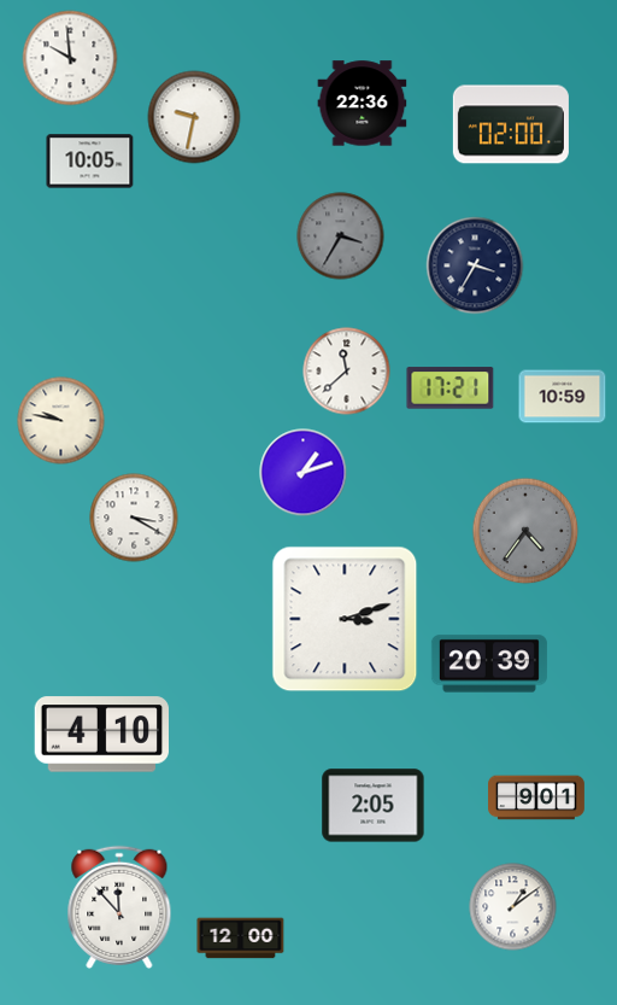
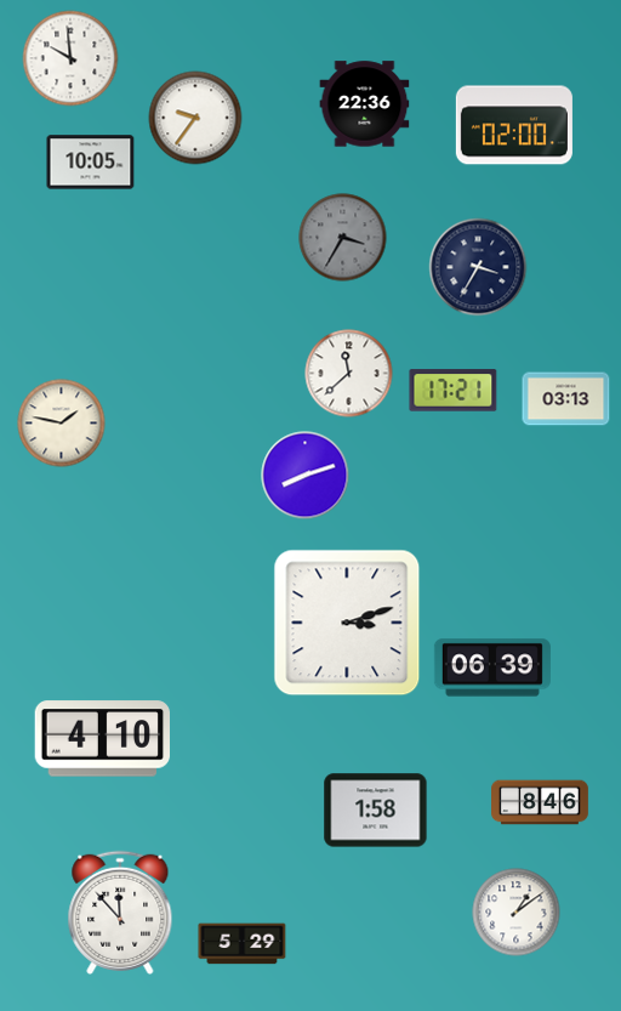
clock at (194, 117): 9:32 -> 9:36
clock at (563, 397): 10:59 -> 03:13
clock at (61, 421): 9:47 -> 1:47
clock at (304, 473): 1:12 -> 8:12
clock at (134, 518): 3:20 -> none
clock at (525, 531): 4:36 -> none
clock at (489, 664): 20:39 -> 06:39
clock at (537, 797): 9:01 -> 8:46
clock at (374, 806): 2:05 -> 1:58
clock at (241, 939): 12:00 -> 5:29
